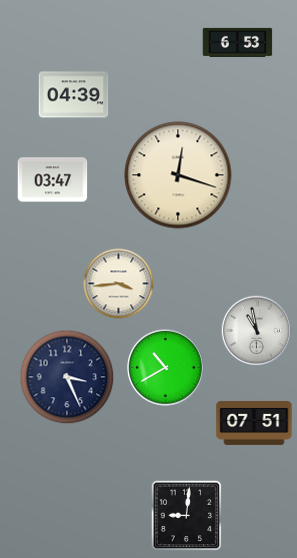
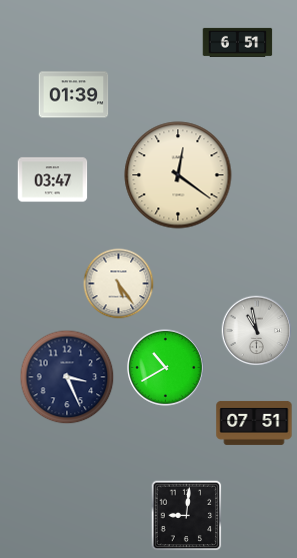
clock at (238, 42): 6:53 -> 6:51
clock at (74, 95): 04:39 -> 01:39
clock at (178, 175): 12:18 -> 12:21
clock at (119, 284): 3:44 -> 5:24
